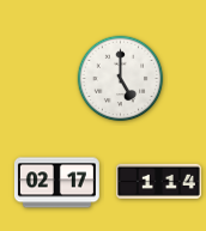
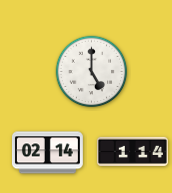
clock at (121, 79) position: (121, 79) -> (92, 72)
clock at (56, 183): 02:17 -> 02:14
